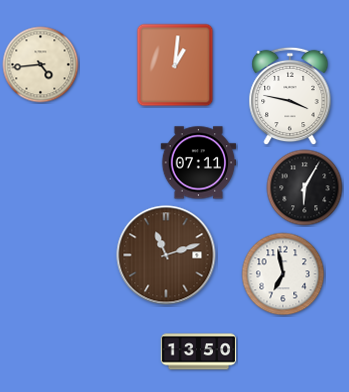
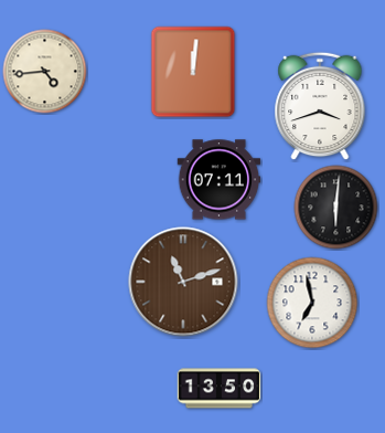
clock at (175, 65): 1:01 -> 12:01
clock at (290, 96): 3:47 -> 3:42
clock at (305, 188): 6:05 -> 6:01
